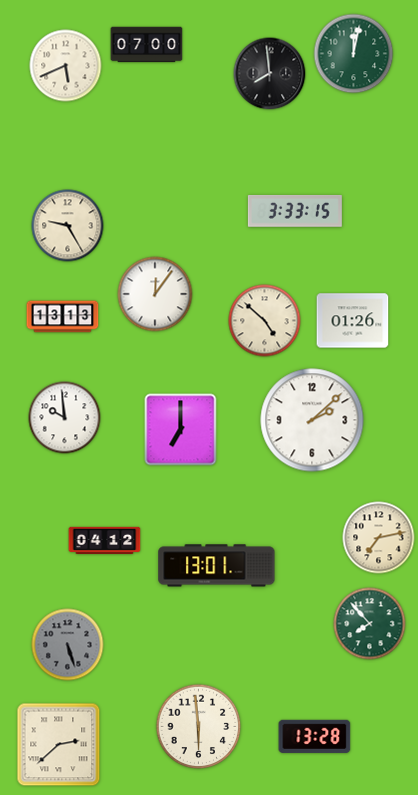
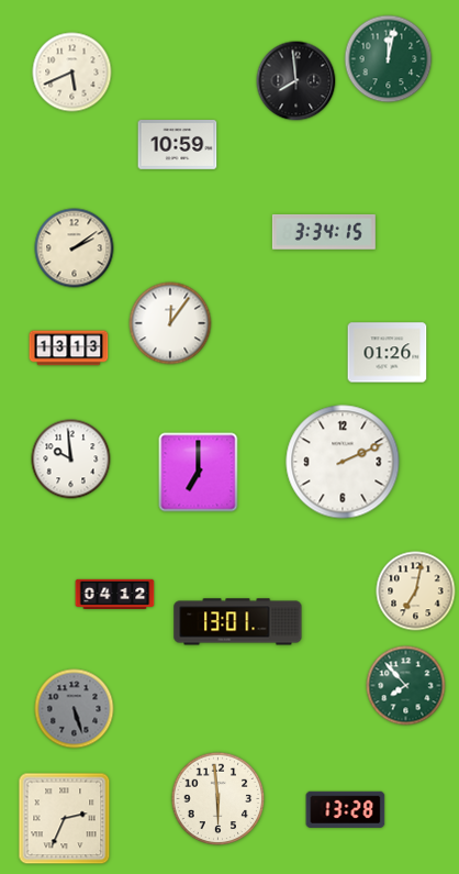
clock at (147, 45): 07:00 -> none
clock at (178, 145): none -> 10:59
clock at (295, 211): 3:33 -> 3:34
clock at (68, 226): 9:25 -> 2:09
clock at (265, 321): 4:52 -> none
clock at (312, 420): 2:08 -> 2:11
clock at (379, 538): 7:13 -> 7:02
clock at (59, 745): 2:38 -> 2:34
